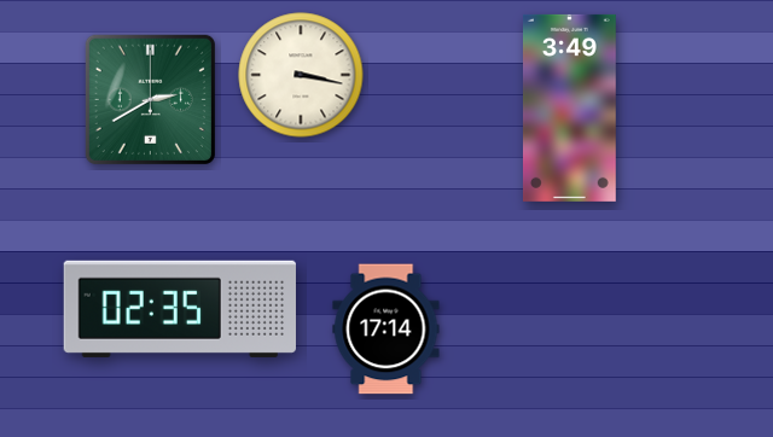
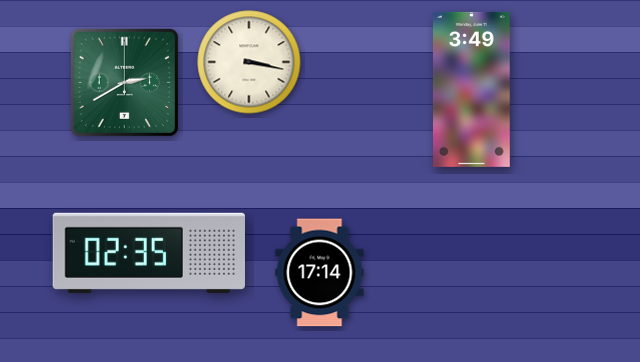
clock at (180, 309) position: (180, 309) -> (149, 253)
